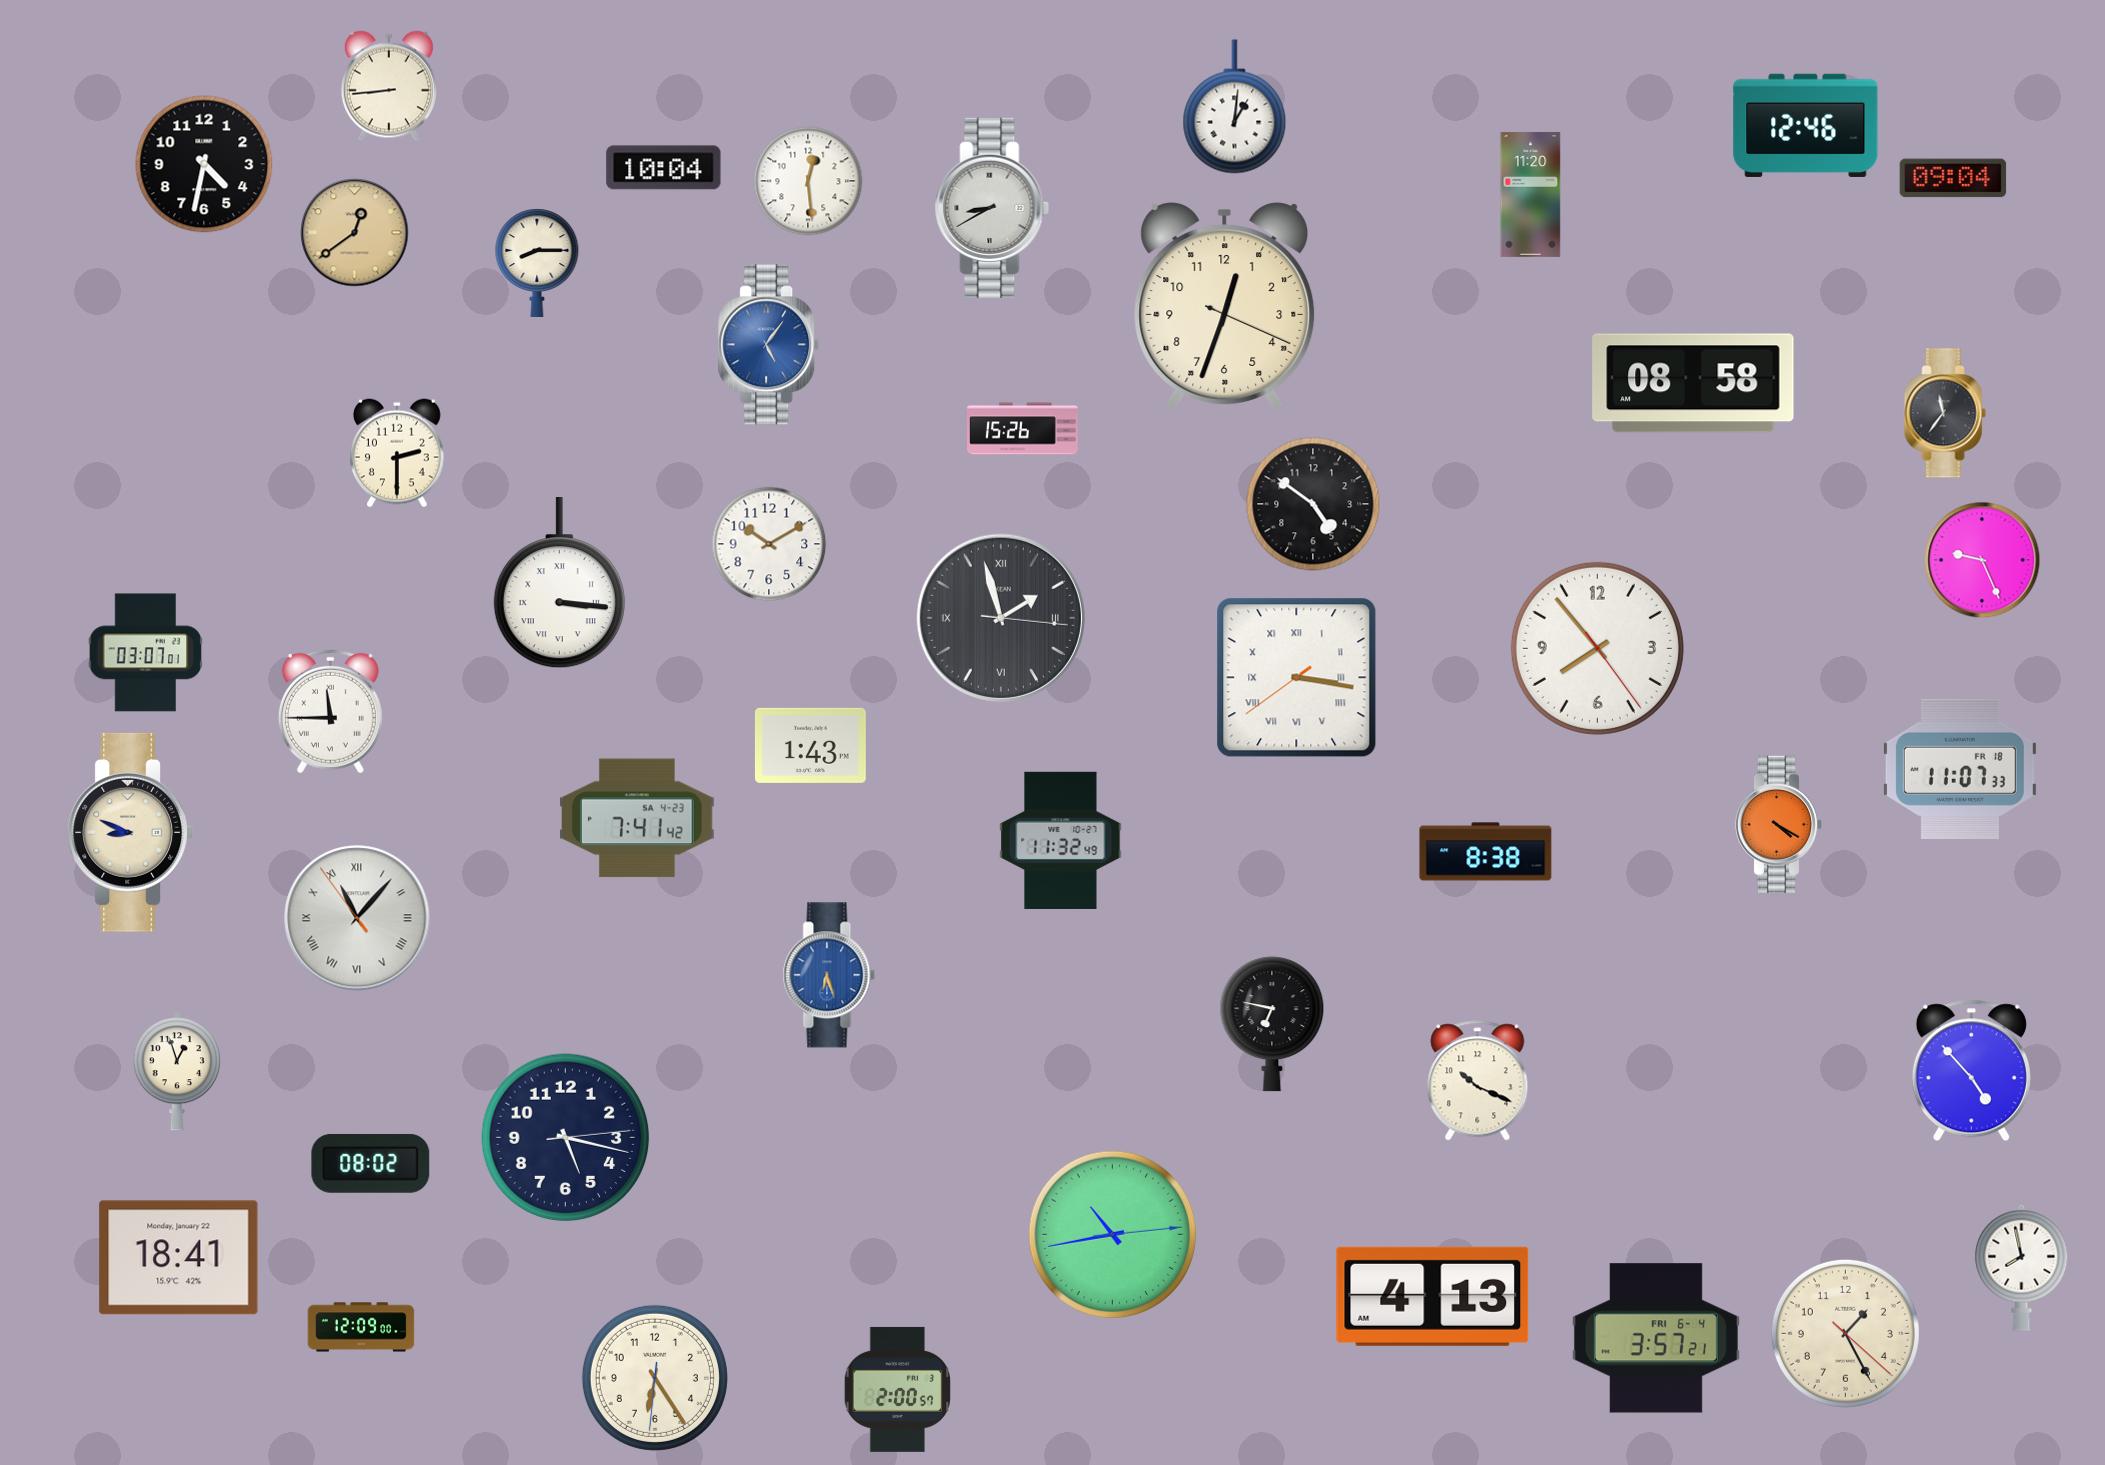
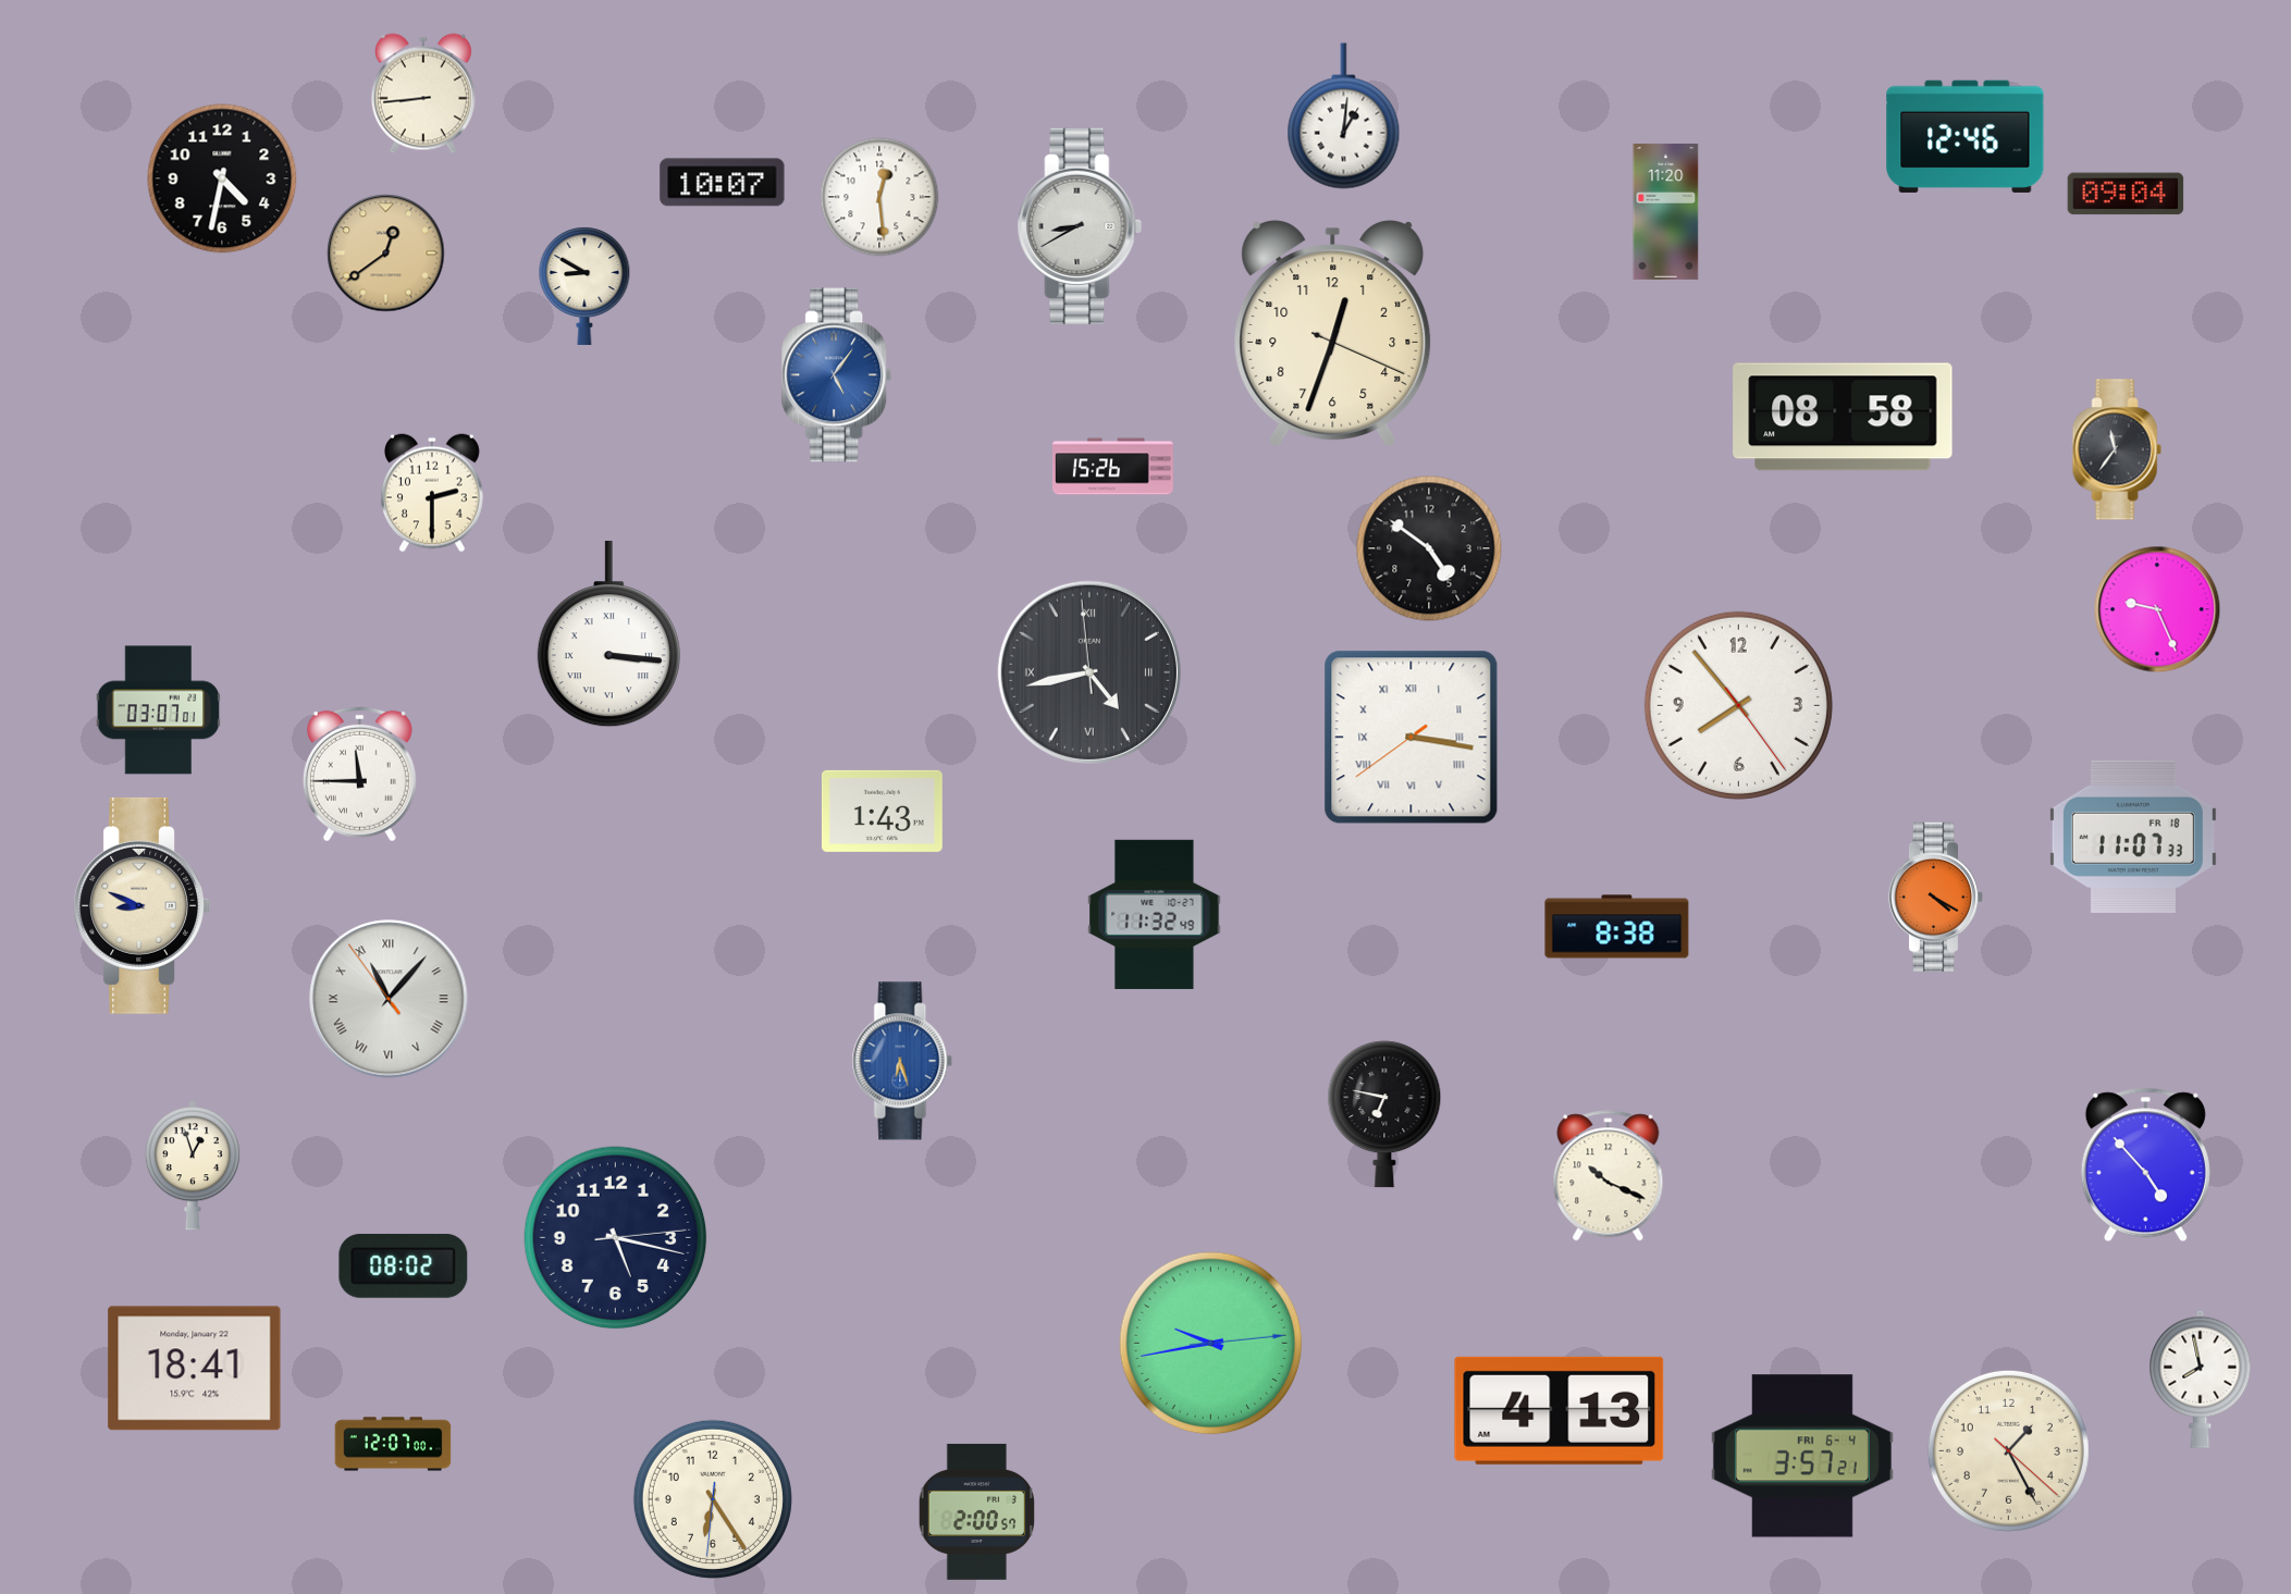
clock at (664, 168): 10:04 -> 10:07
clock at (537, 263): 8:15 -> 8:50
clock at (769, 544): 10:10 -> none
clock at (1001, 618): 1:57 -> 4:42
clock at (638, 818): 7:41 -> none
clock at (1113, 1235): 10:43 -> 9:43
clock at (361, 1327): 12:09 -> 12:07
